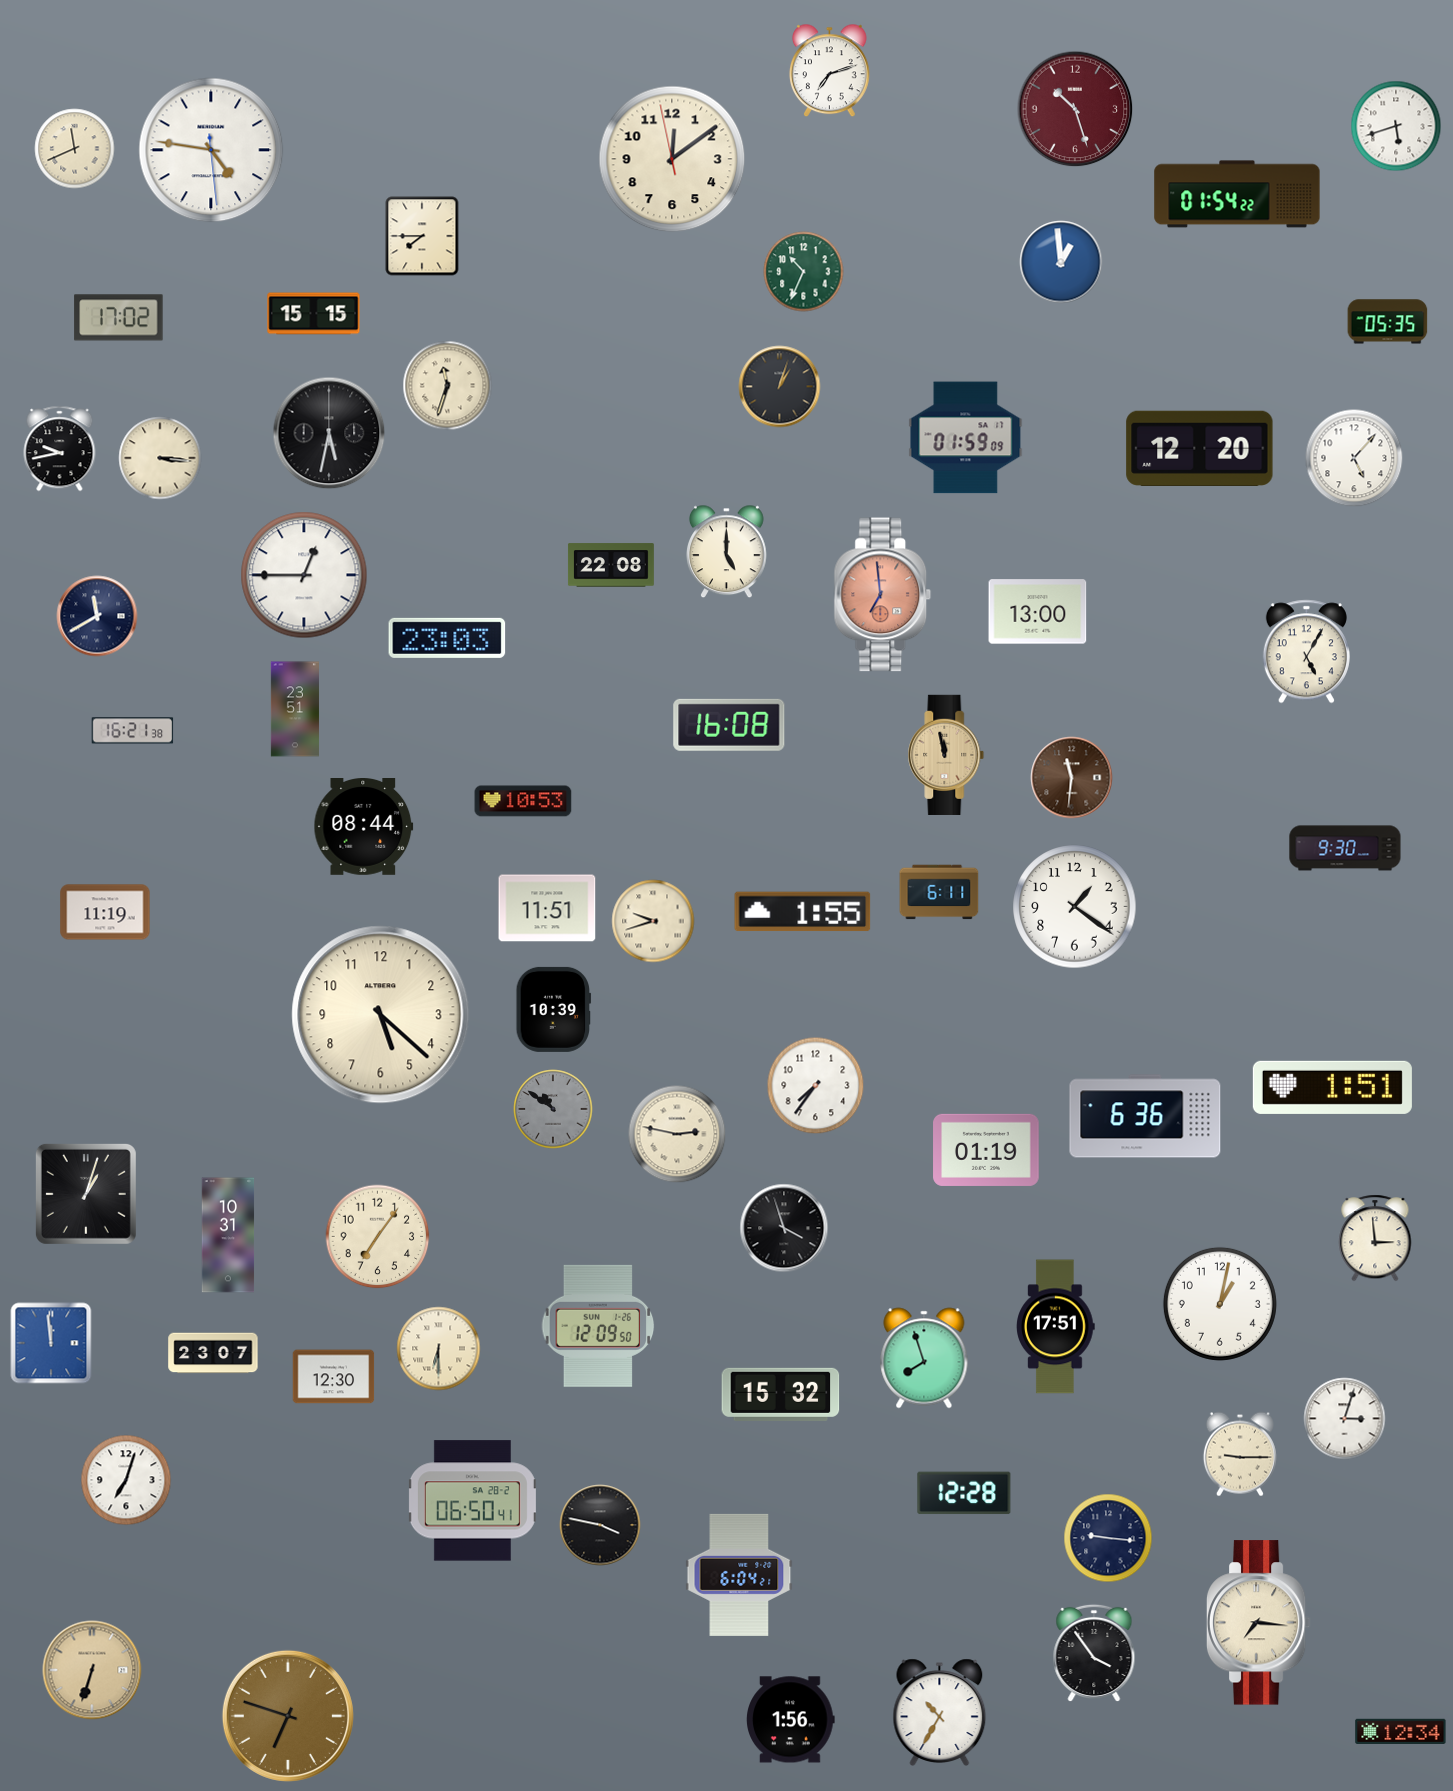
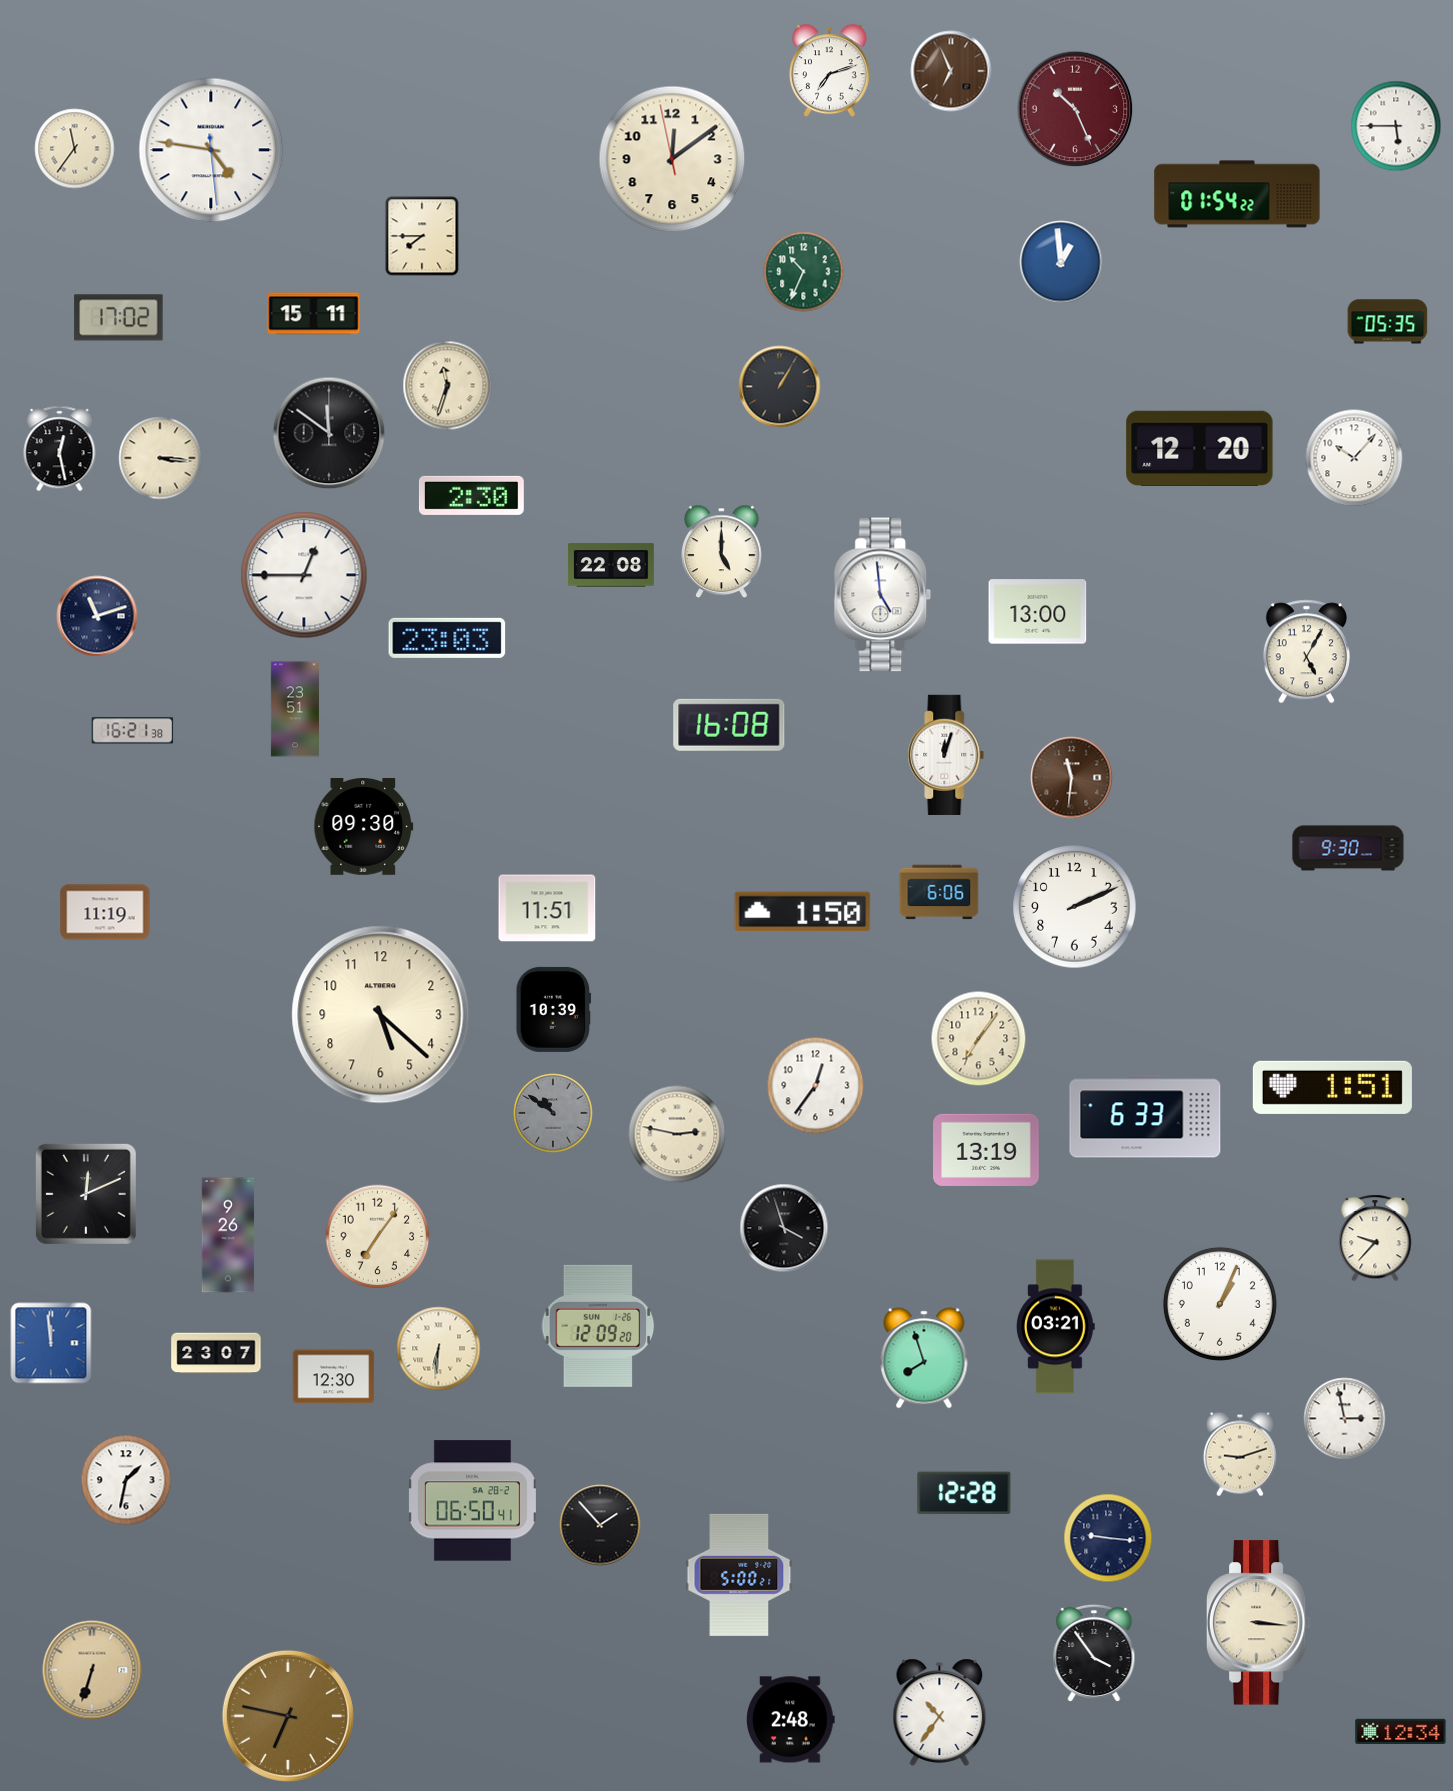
clock at (951, 71): none -> 6:56
clock at (1075, 109): 10:27 -> 10:26
clock at (1396, 126): 5:42 -> 5:45
clock at (75, 149): 11:41 -> 11:36
clock at (314, 314): 15:15 -> 15:11
clock at (780, 387): 1:03 -> 1:05
clock at (329, 433): 5:32 -> 11:51
clock at (966, 438): 01:59 -> none
clock at (60, 449): 9:43 -> 12:28
clock at (1354, 458): 5:07 -> 10:07
clock at (471, 495): none -> 2:30
clock at (727, 552) position: (727, 552) -> (722, 552)
clock at (883, 595): 6:59 -> 4:59
clock at (883, 595) dial: salmon -> white
clock at (97, 616): 11:40 -> 11:12
clock at (946, 755): 11:58 -> 12:03
clock at (946, 755) dial: champagne -> white
clock at (523, 801): 10:53 -> none
clock at (364, 827): 08:44 -> 09:30
clock at (1345, 848) position: (1345, 848) -> (1348, 848)
clock at (939, 892): 6:11 -> 6:06
clock at (1075, 907): 1:21 -> 2:11
clock at (803, 912): 1:55 -> 1:50
clock at (653, 921): 9:42 -> none
clock at (979, 1039): none -> 7:06
clock at (816, 1086): 7:36 -> 12:36
clock at (553, 1109) position: (553, 1109) -> (553, 1113)
clock at (1145, 1116): 6:36 -> 6:33
clock at (986, 1150): 01:19 -> 13:19
clock at (86, 1194): 1:03 -> 12:11
clock at (228, 1235): 10:31 -> 9:26
clock at (1375, 1238): 2:59 -> 9:37
clock at (1220, 1304): 1:02 -> 1:04
clock at (598, 1326): 12:09:50 -> 12:09:20
clock at (1056, 1327): 17:51 -> 03:21
clock at (439, 1349): 6:30 -> 6:31
clock at (213, 1353) position: (213, 1353) -> (216, 1353)
clock at (781, 1394): 15:32 -> none
clock at (1345, 1419): 3:03 -> 2:58
clock at (1240, 1454): 9:15 -> 9:12
clock at (126, 1480): 7:03 -> 1:32
clock at (600, 1525): 3:47 -> 1:53
clock at (739, 1575): 6:04 -> 5:00
clock at (1258, 1623): 7:16 -> 3:16
clock at (940, 1712): 10:35 -> 10:36
clock at (288, 1716): 6:48 -> 6:47
clock at (791, 1720): 1:56 -> 2:48
